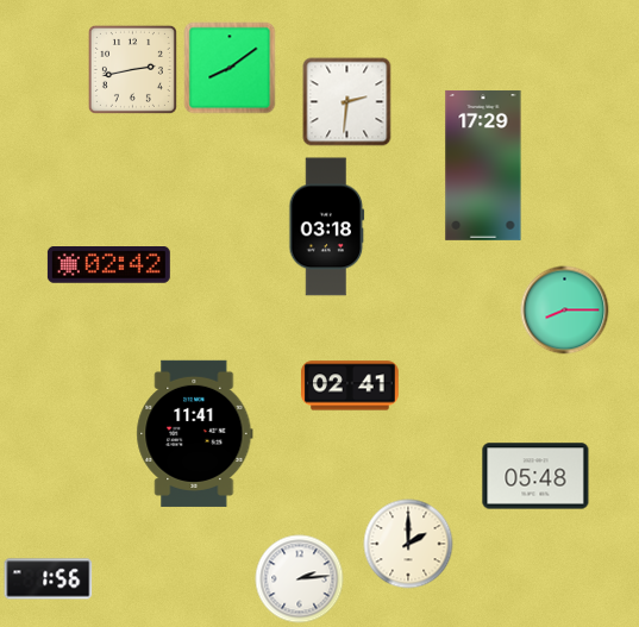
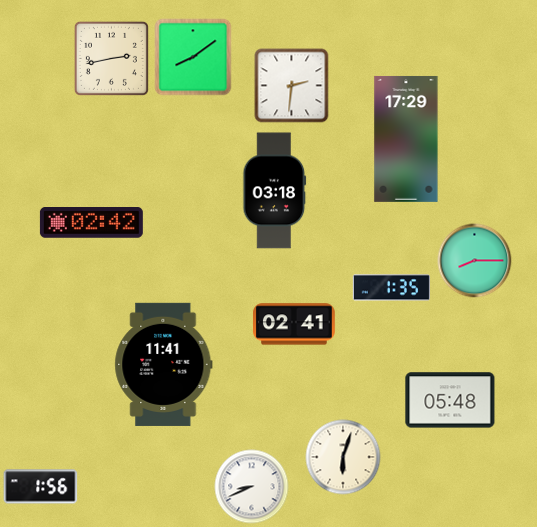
clock at (391, 288): none -> 1:35
clock at (408, 544): 2:00 -> 6:03
clock at (300, 579): 2:14 -> 8:41
